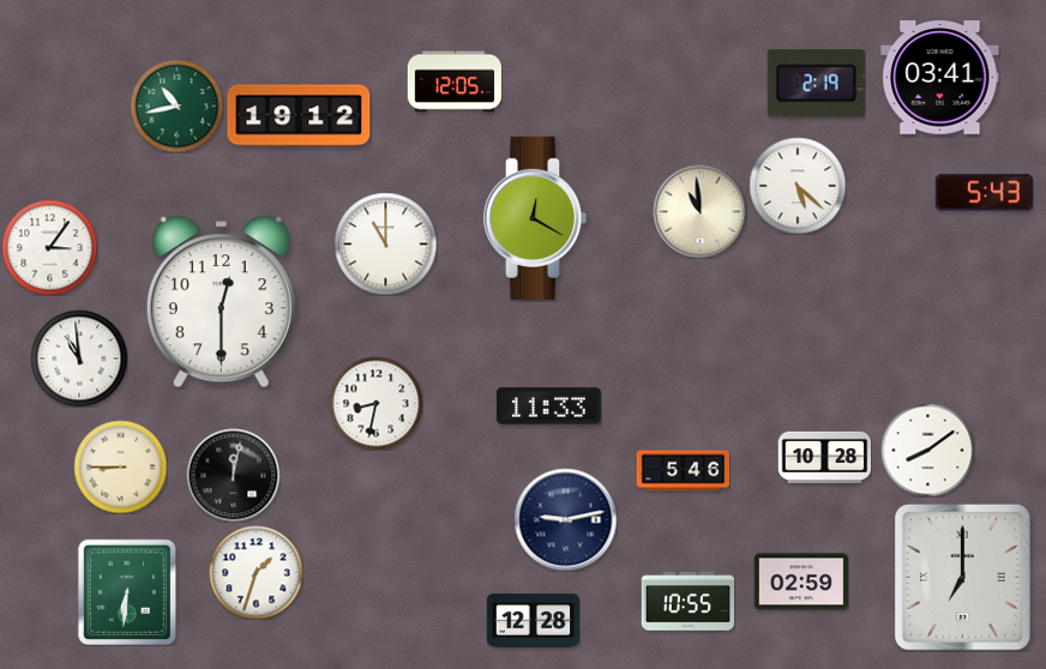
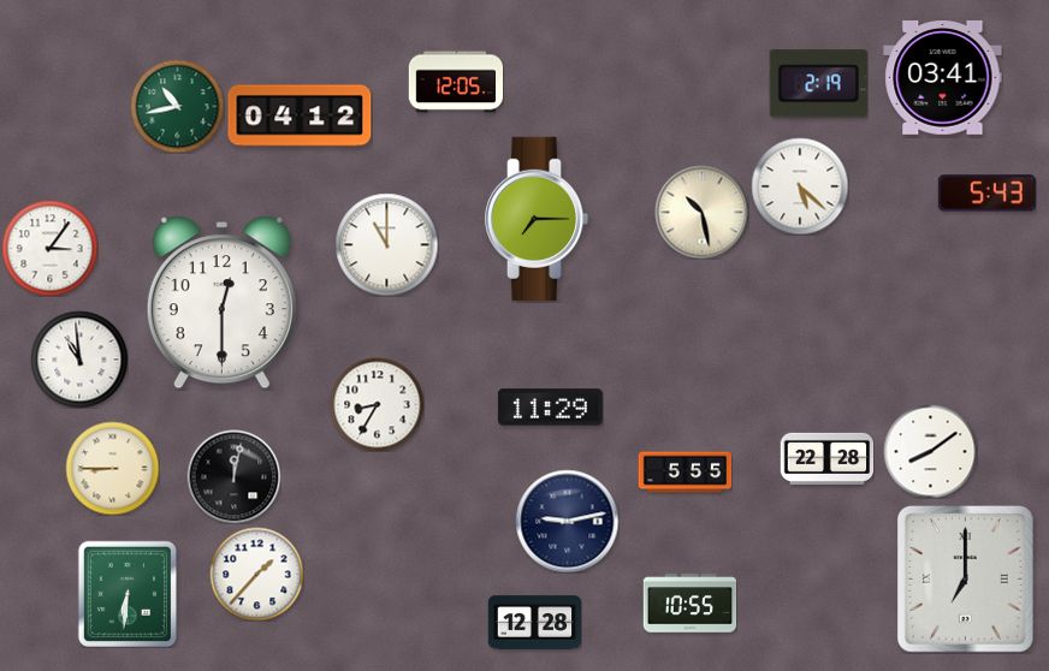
clock at (299, 115): 19:12 -> 04:12
clock at (699, 211): 10:59 -> 10:28
clock at (535, 218): 12:20 -> 7:15
clock at (375, 403): 8:32 -> 8:35
clock at (548, 406): 11:33 -> 11:29
clock at (824, 457): 10:28 -> 22:28
clock at (120, 466) position: (120, 466) -> (112, 468)
clock at (683, 471): 5:46 -> 5:55
clock at (256, 572): 1:33 -> 1:37
clock at (801, 581): 02:59 -> none
